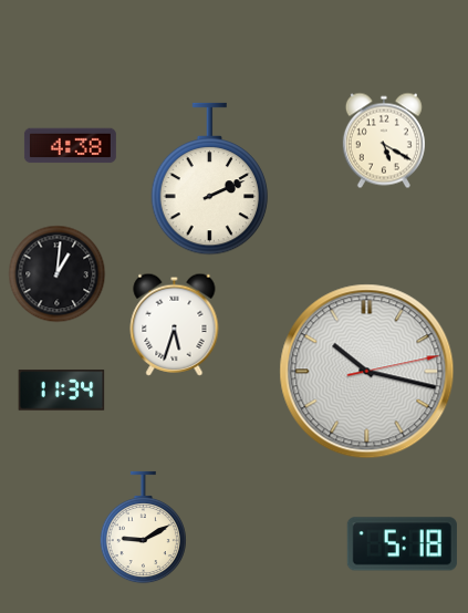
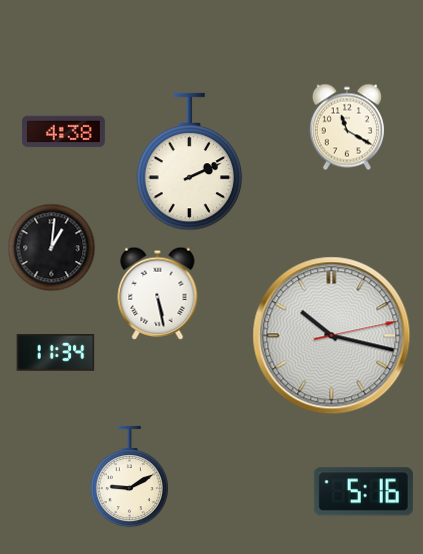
clock at (384, 141): 5:20 -> 11:20
clock at (175, 324): 5:33 -> 5:28
clock at (402, 544): 5:18 -> 5:16
